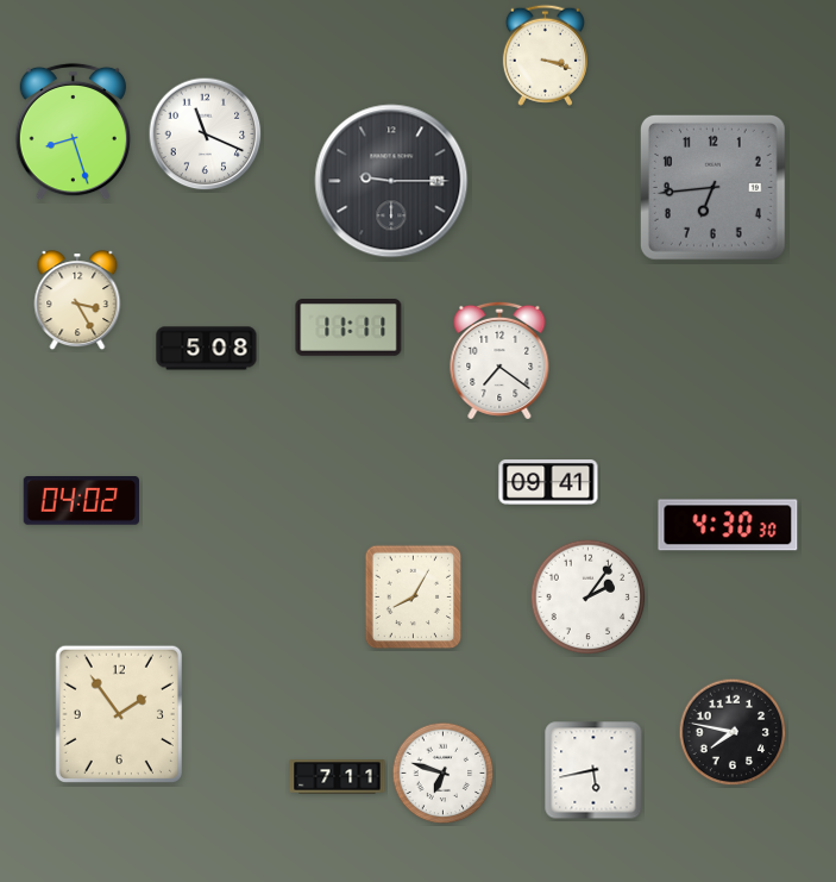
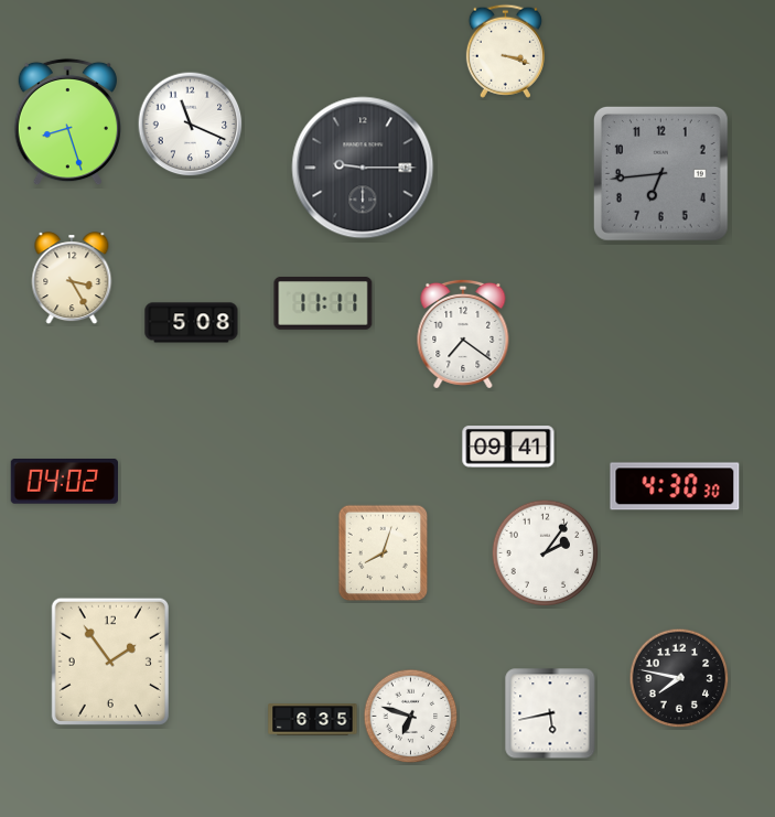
clock at (81, 501) position: (81, 501) -> (64, 482)
clock at (414, 598): 8:05 -> 8:03
clock at (338, 777): 7:11 -> 6:35
